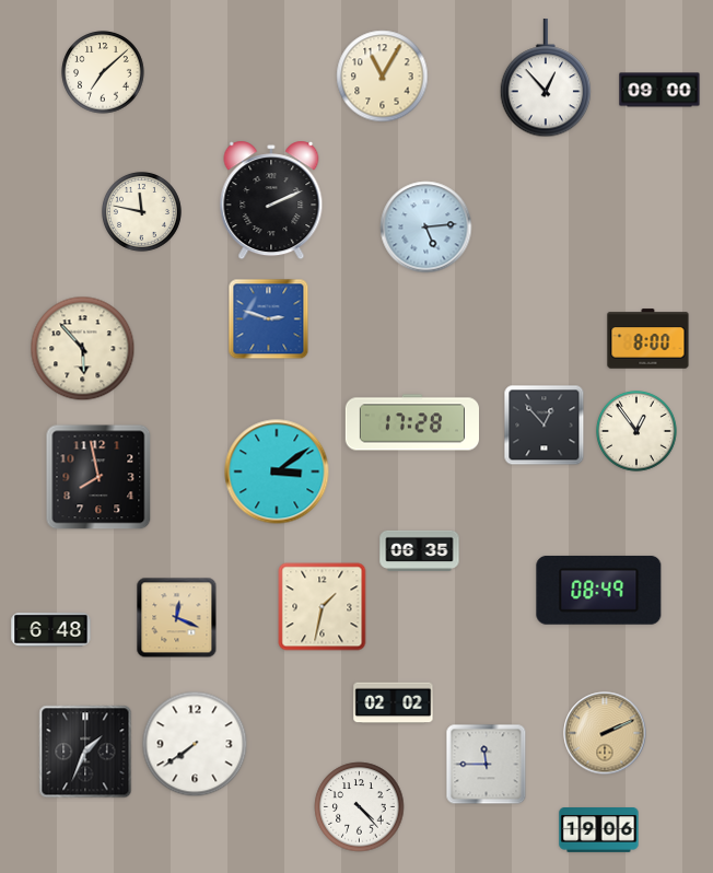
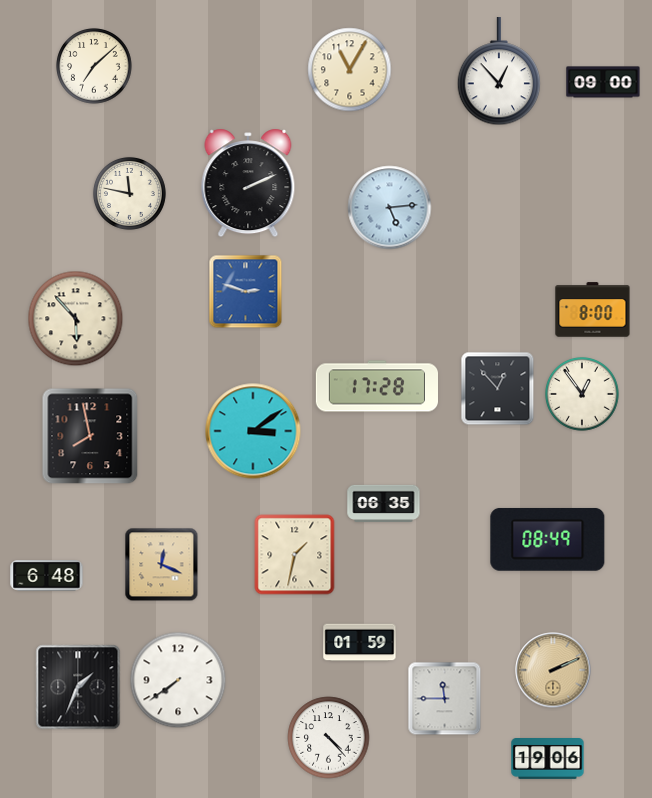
clock at (394, 703): 02:02 -> 01:59
